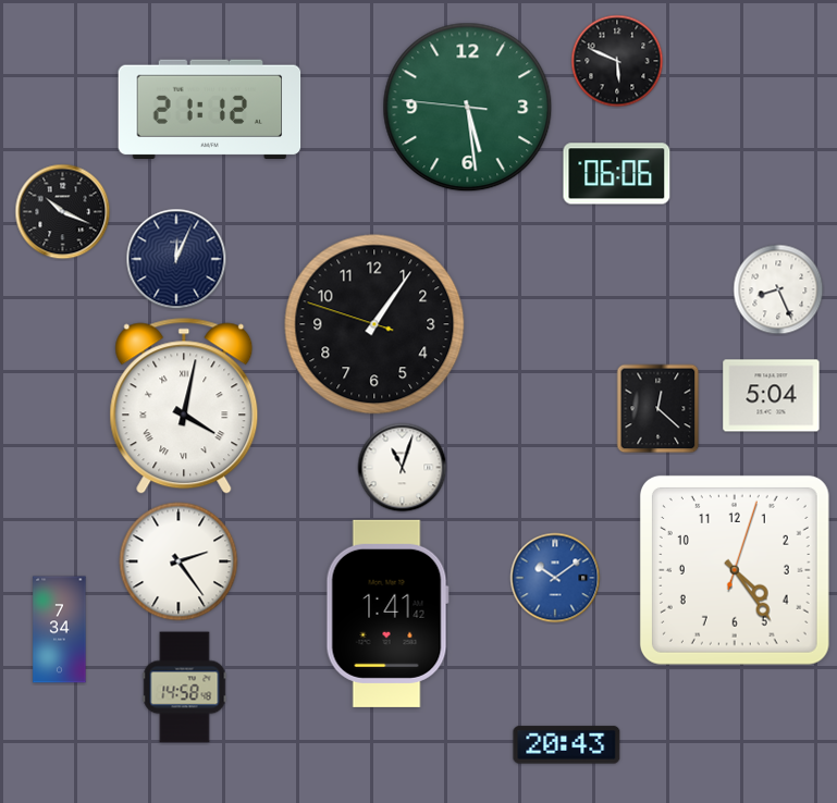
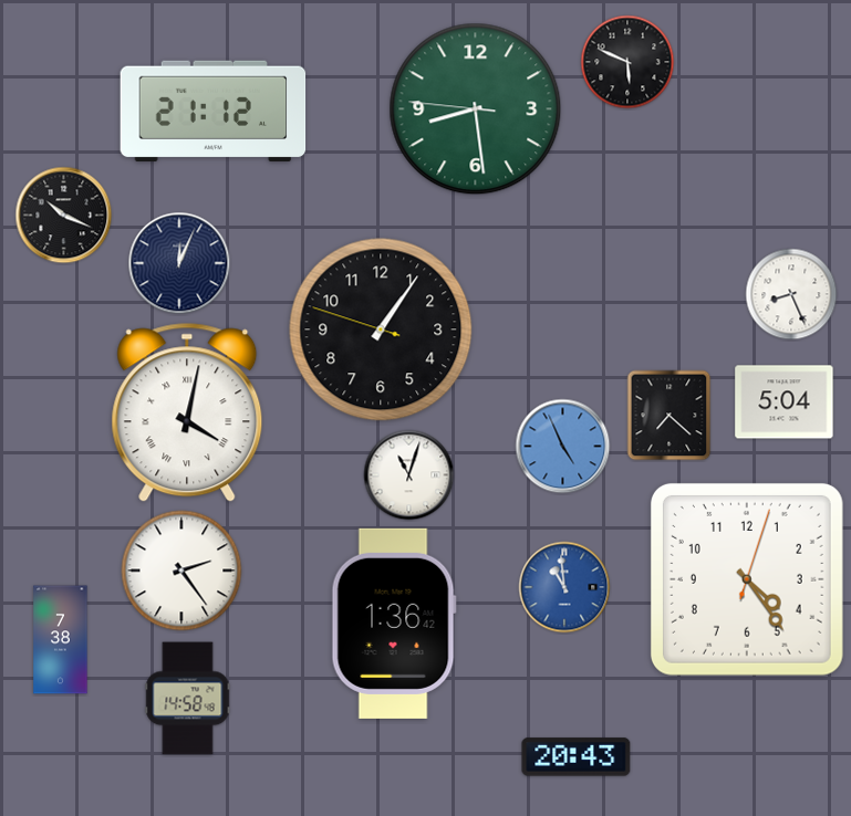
clock at (468, 108): 5:28 -> 8:28
clock at (617, 174): 06:06 -> none
clock at (658, 409): 12:22 -> 7:22
clock at (563, 447): none -> 4:56
clock at (555, 578): 10:09 -> 10:59
clock at (387, 614): 1:41 -> 1:36
clock at (60, 630): 7:34 -> 7:38
